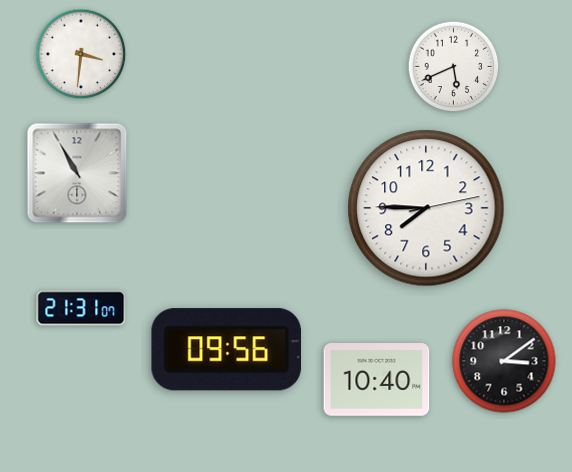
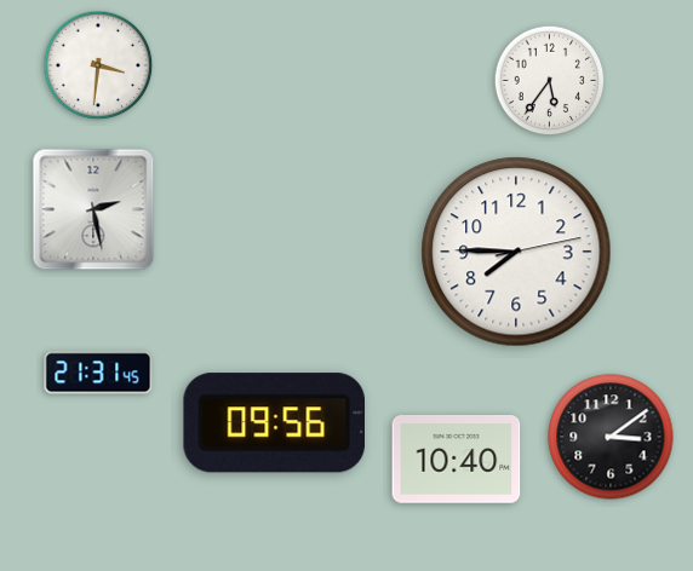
clock at (454, 67): 5:41 -> 5:36
clock at (77, 173): 10:55 -> 2:28
clock at (81, 308): 21:31:07 -> 21:31:45
